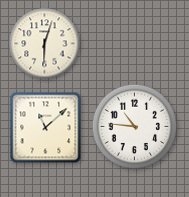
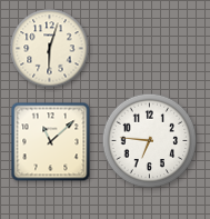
clock at (135, 127): 10:46 -> 6:46
